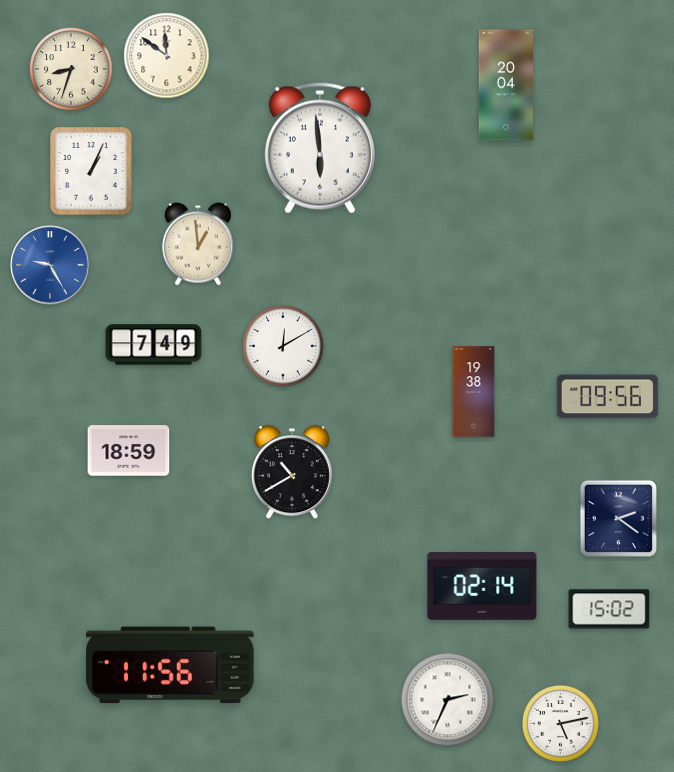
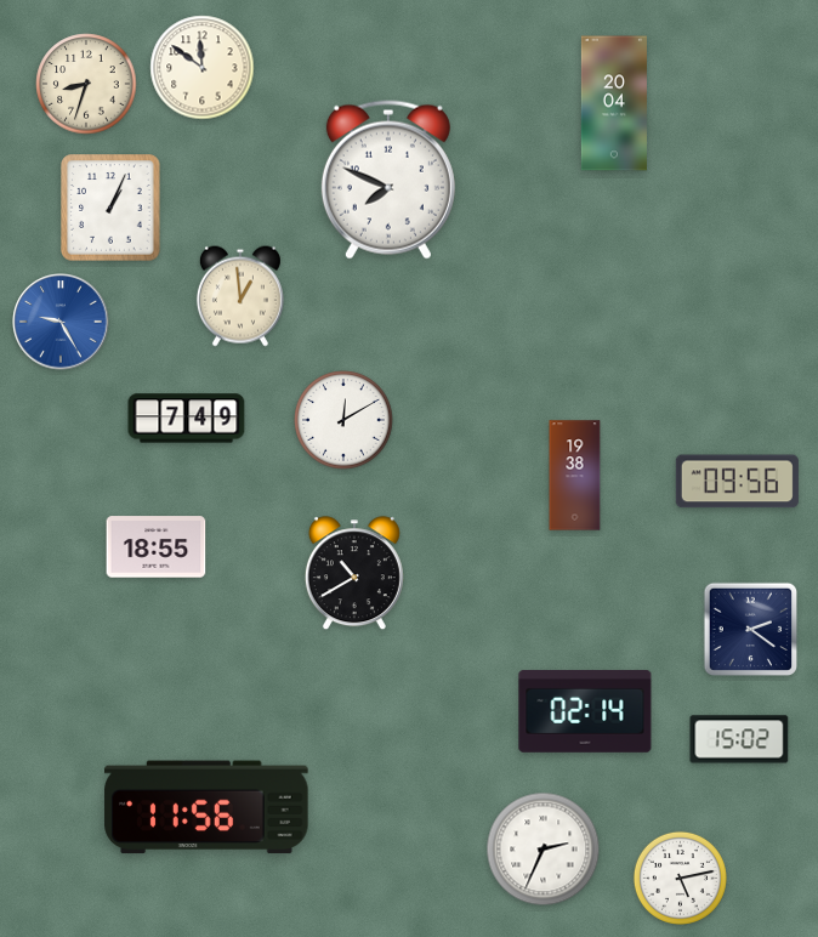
clock at (320, 148): 5:59 -> 7:49
clock at (129, 451): 18:59 -> 18:55
